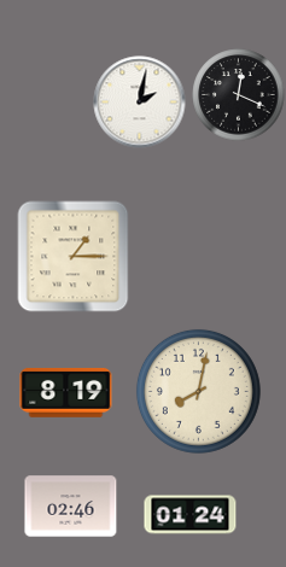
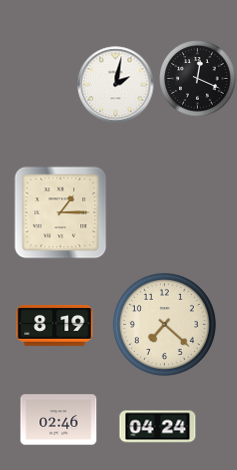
clock at (198, 391): 8:02 -> 7:22
clock at (191, 515): 01:24 -> 04:24
